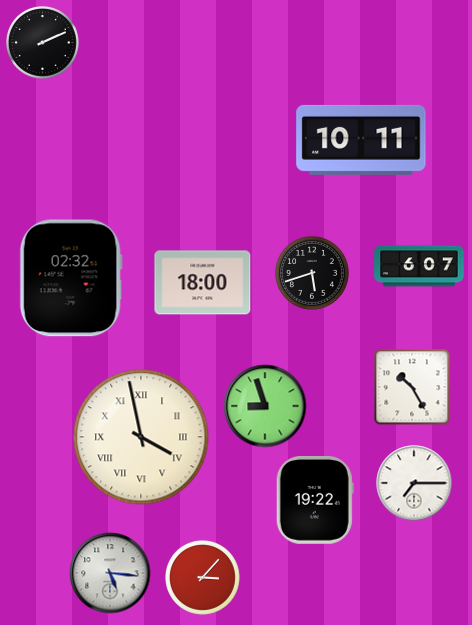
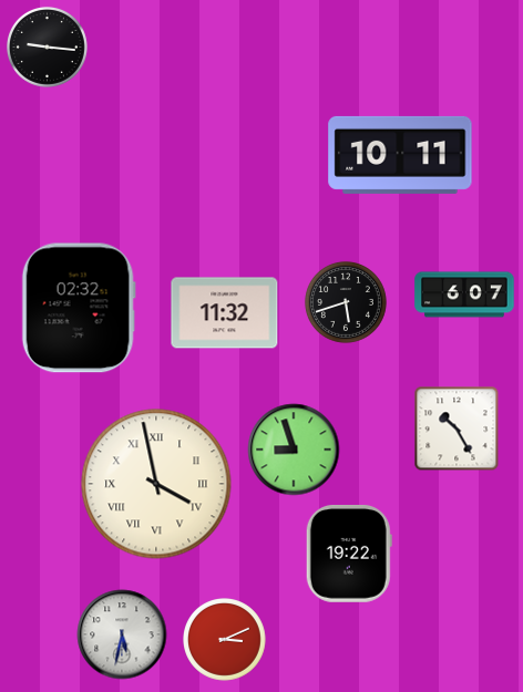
clock at (42, 42): 2:11 -> 9:16
clock at (203, 283): 18:00 -> 11:32
clock at (414, 483): 7:15 -> none
clock at (110, 573): 5:16 -> 5:32
clock at (203, 578): 3:07 -> 3:11
